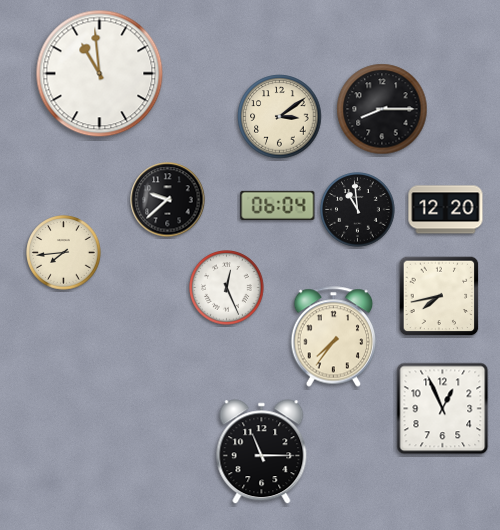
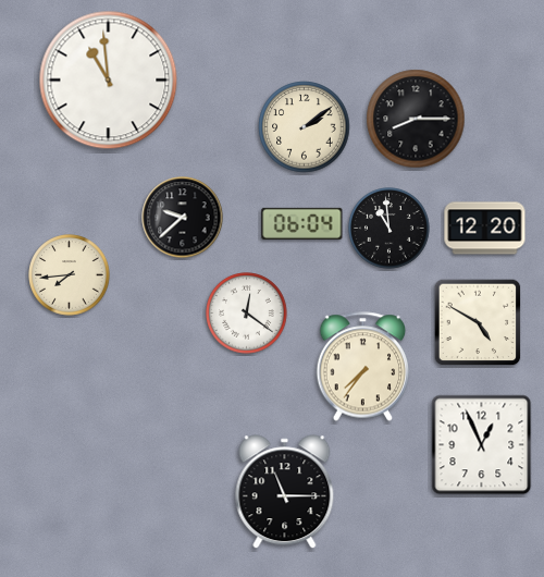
clock at (280, 117): 3:09 -> 2:09
clock at (227, 288): 12:26 -> 12:21
clock at (439, 296): 7:43 -> 4:50
